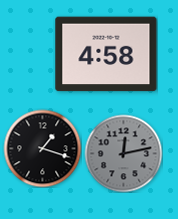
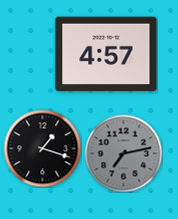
clock at (106, 54): 4:58 -> 4:57
clock at (123, 153): 12:13 -> 7:13
